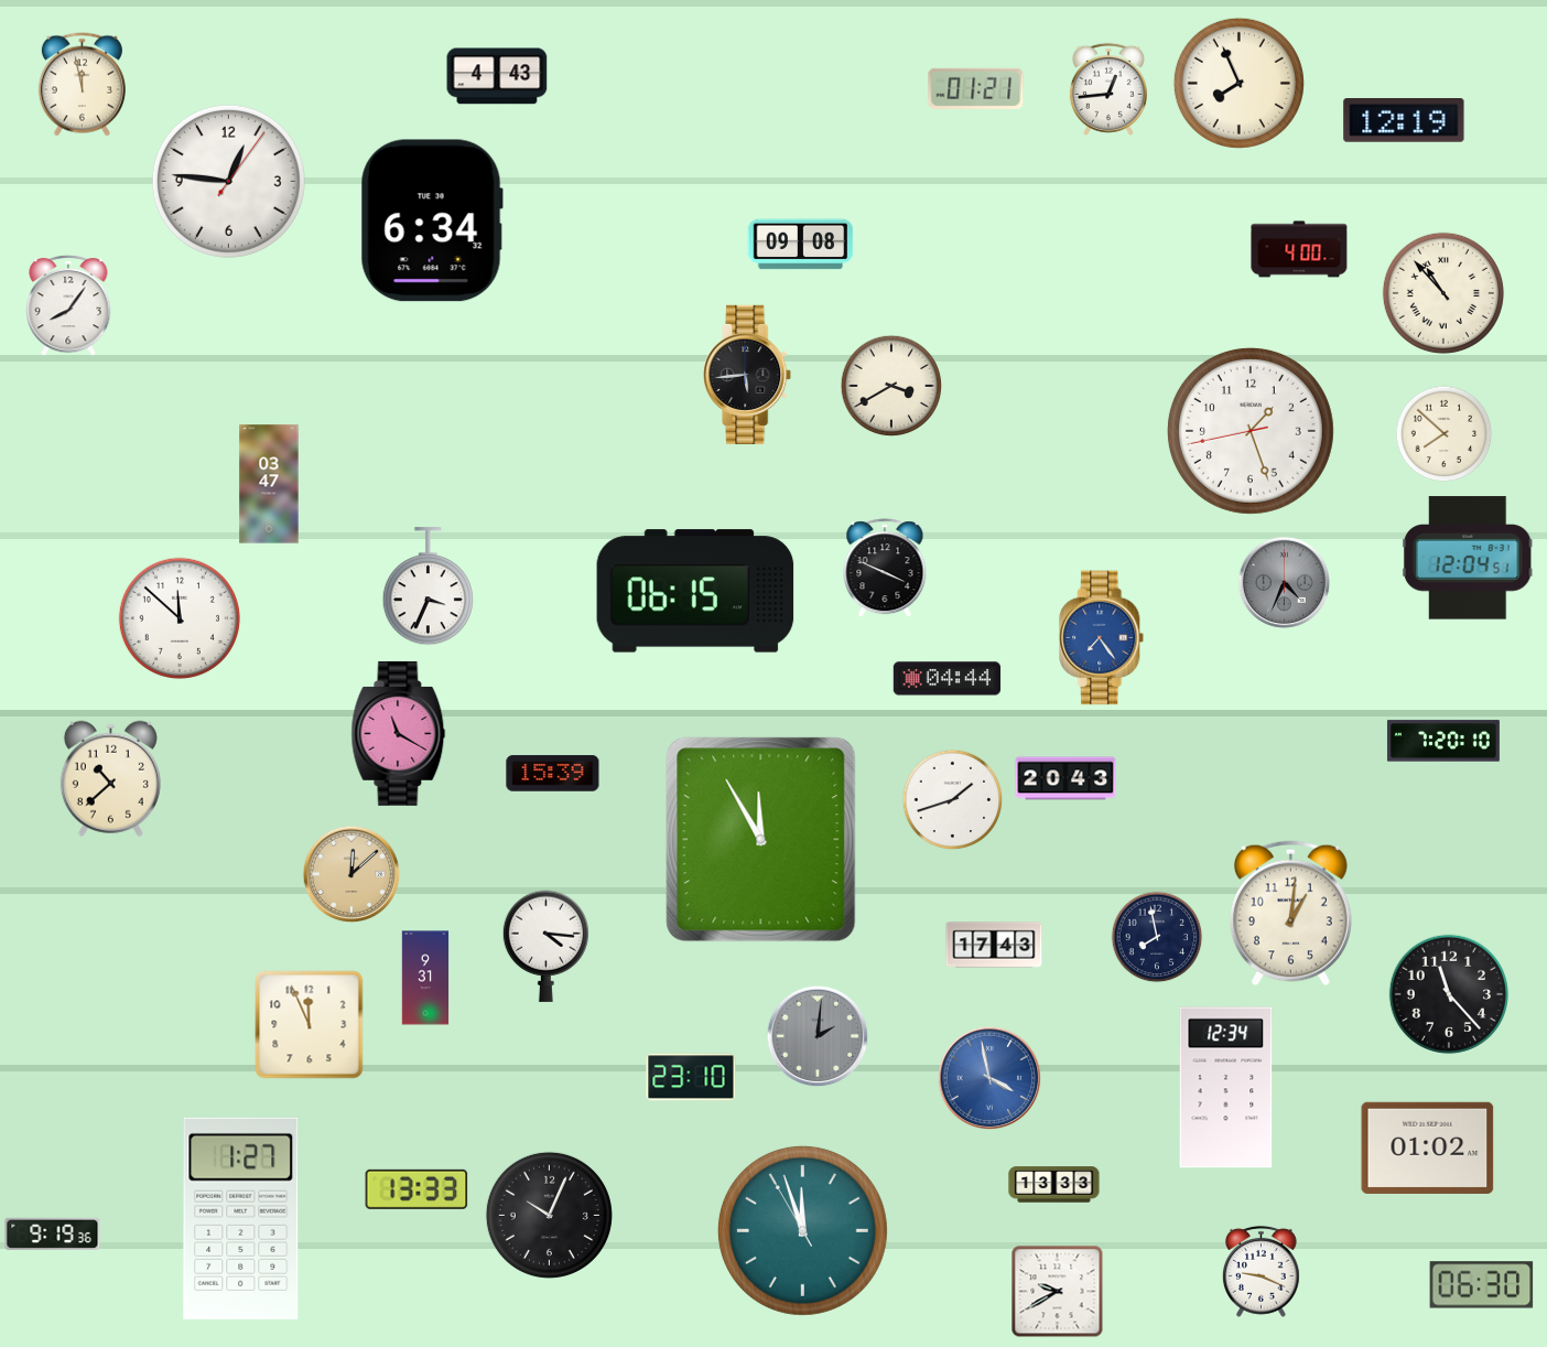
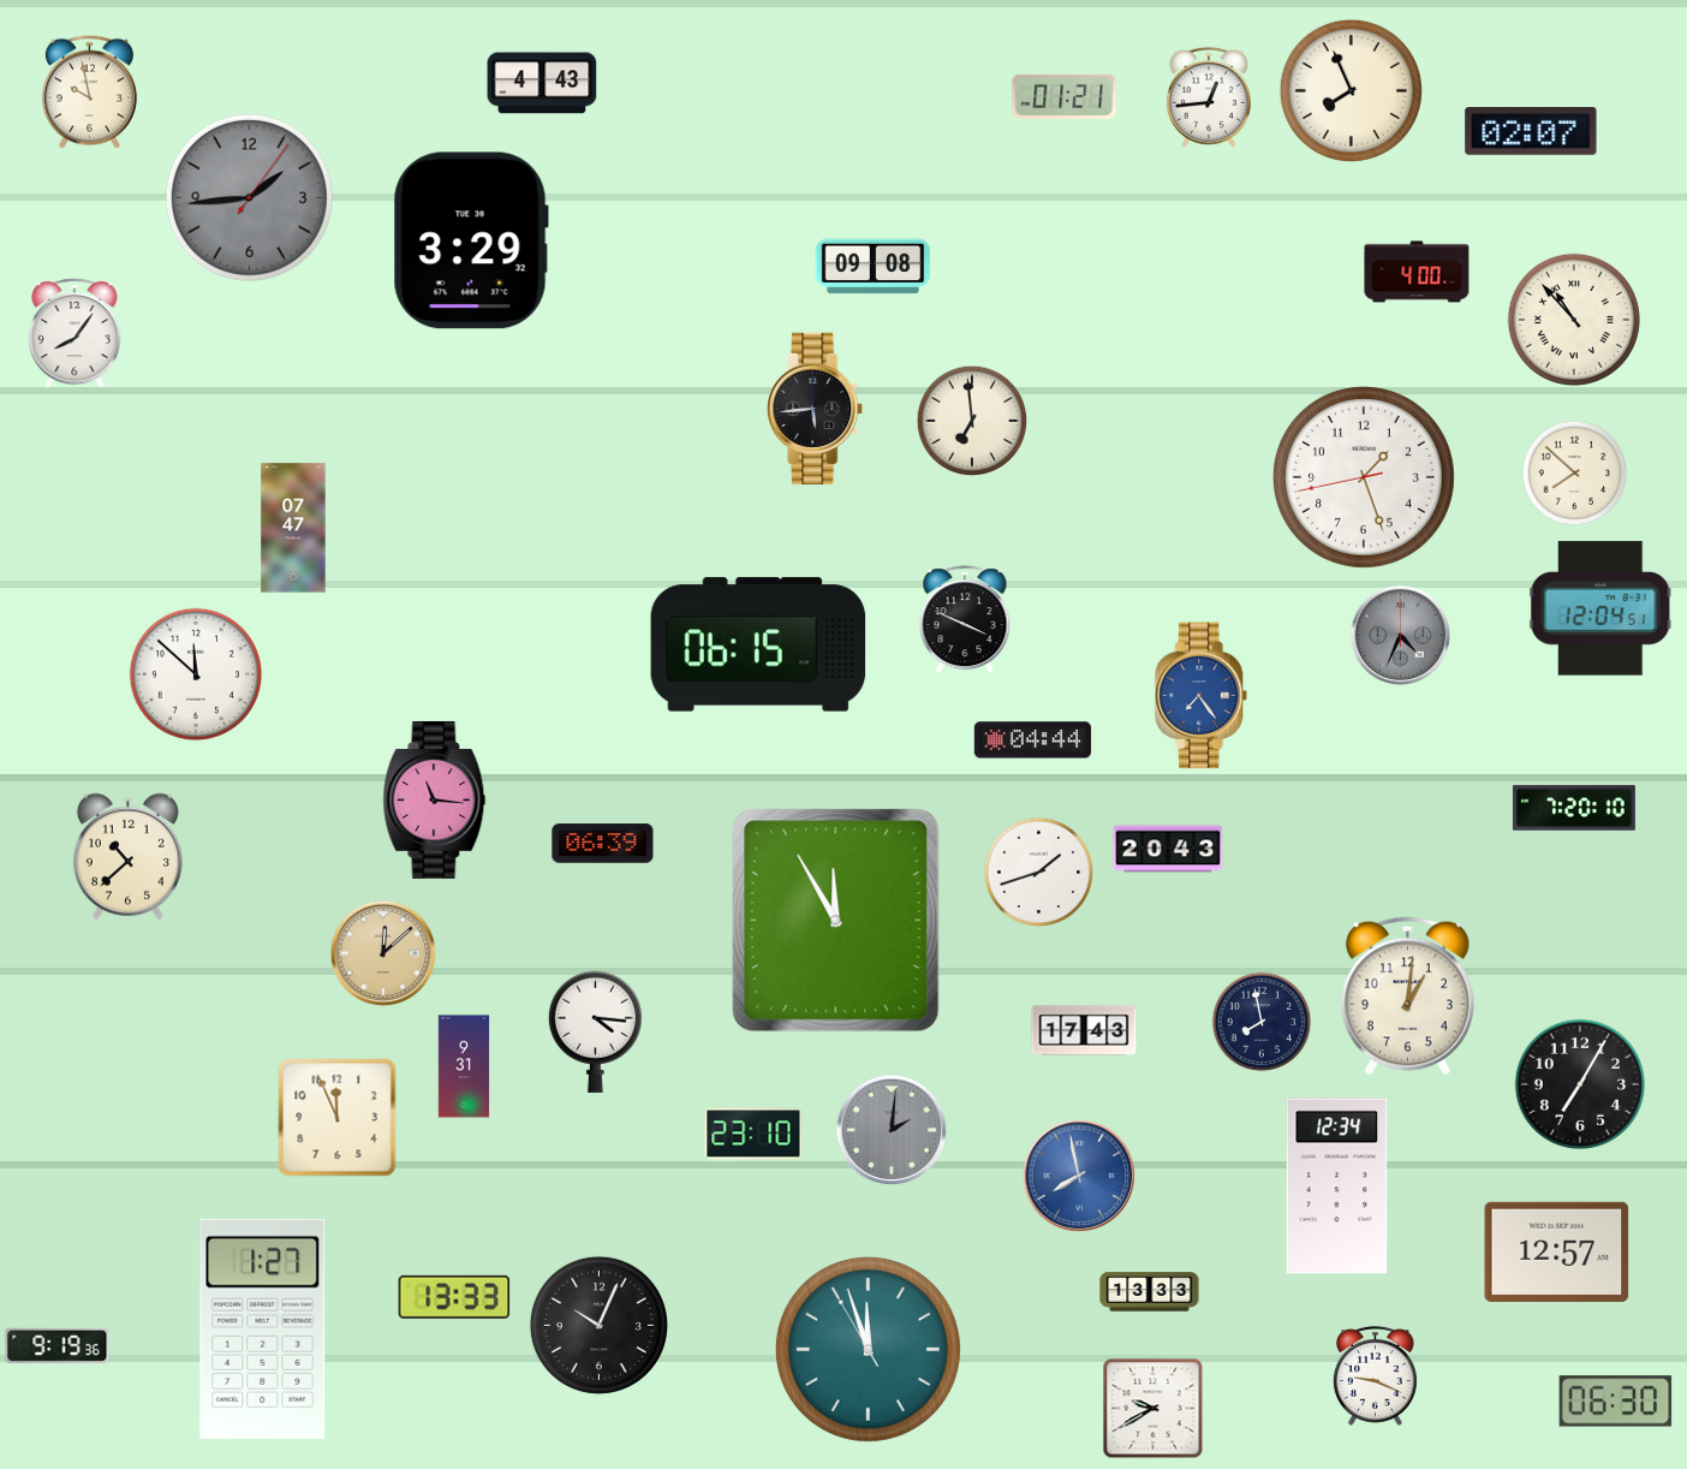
clock at (82, 85): 11:58 -> 9:58
clock at (1404, 121): 12:19 -> 02:07
clock at (228, 181): 12:46 -> 1:44
clock at (228, 181) dial: white -> grey
clock at (432, 220): 6:34 -> 3:29
clock at (891, 386): 3:40 -> 6:59
clock at (1251, 431) position: (1251, 431) -> (1364, 477)
clock at (269, 484): 03:47 -> 07:47
clock at (428, 586): 3:34 -> none
clock at (399, 733): 11:20 -> 11:16
clock at (553, 774): 15:39 -> 06:39
clock at (110, 778) position: (110, 778) -> (127, 856)
clock at (1065, 778) position: (1065, 778) -> (1168, 849)
clock at (761, 840) position: (761, 840) -> (836, 921)
clock at (1449, 994): 11:23 -> 7:05
clock at (691, 1077) position: (691, 1077) -> (753, 1134)
clock at (989, 1078): 3:58 -> 7:58
clock at (1428, 1147): 01:02 -> 12:57
clock at (802, 1230) position: (802, 1230) -> (868, 1349)
clock at (1262, 1271) position: (1262, 1271) -> (1376, 1375)
